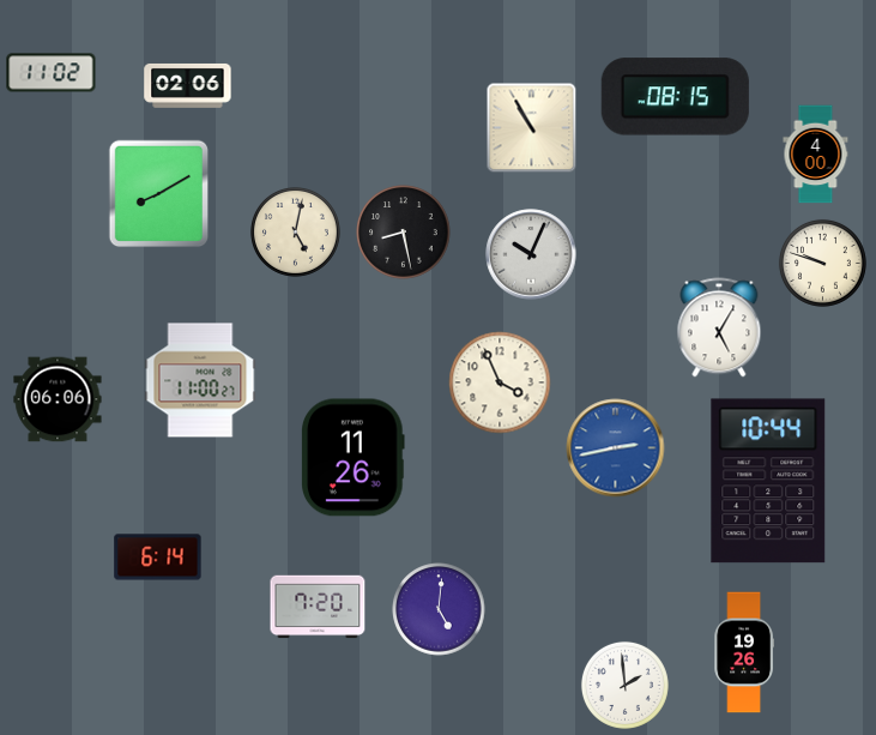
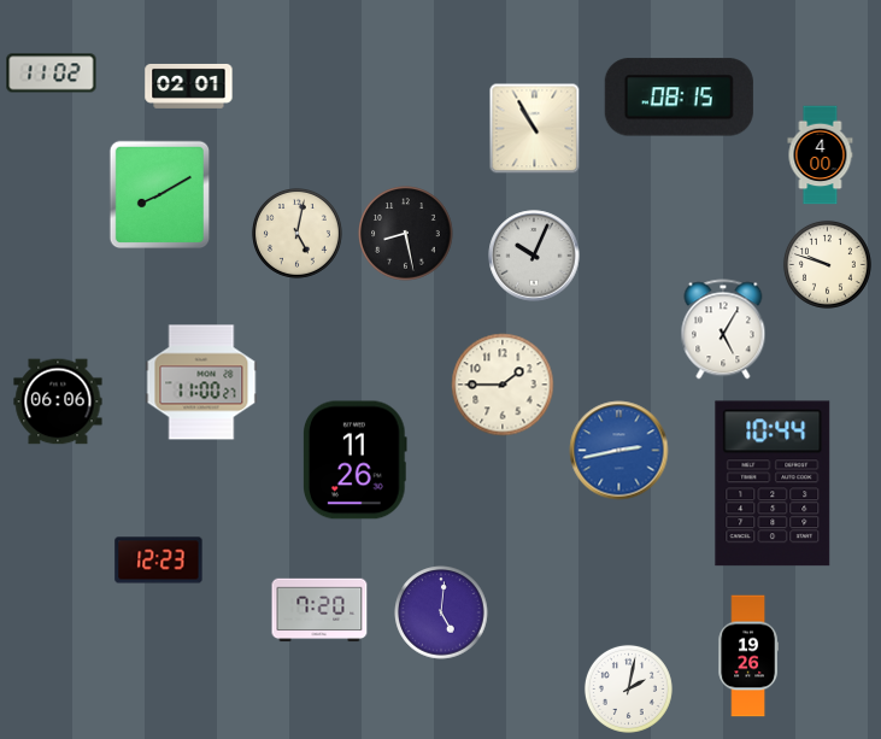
clock at (188, 85): 02:06 -> 02:01
clock at (500, 382): 3:56 -> 1:45
clock at (158, 558): 6:14 -> 12:23
clock at (624, 685): 1:59 -> 2:02
